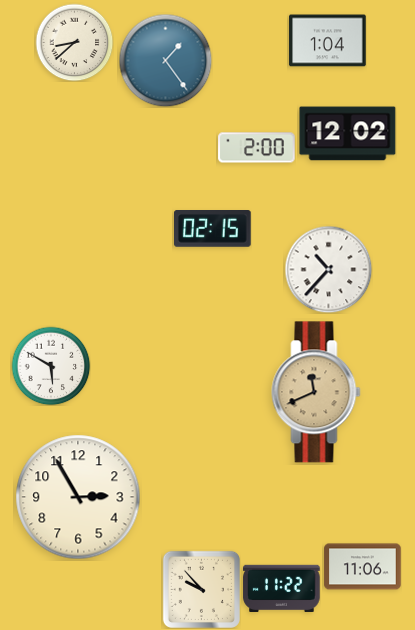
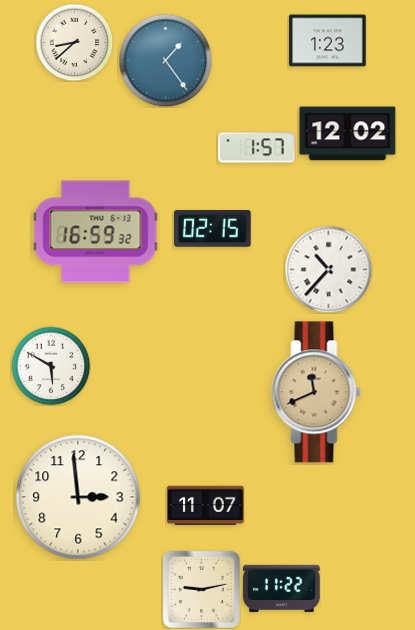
clock at (328, 41): 1:04 -> 1:23
clock at (257, 148): 2:00 -> 1:57
clock at (96, 232): none -> 16:59
clock at (78, 497): 2:55 -> 2:59
clock at (206, 506): none -> 11:07
clock at (363, 567): 11:06 -> none
clock at (201, 589): 9:53 -> 9:13
